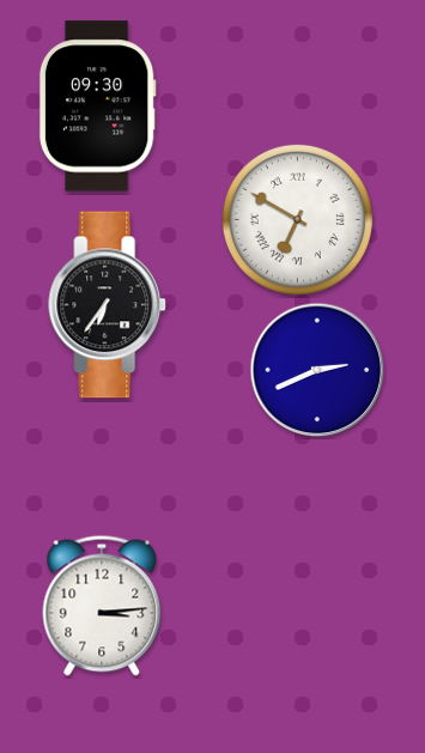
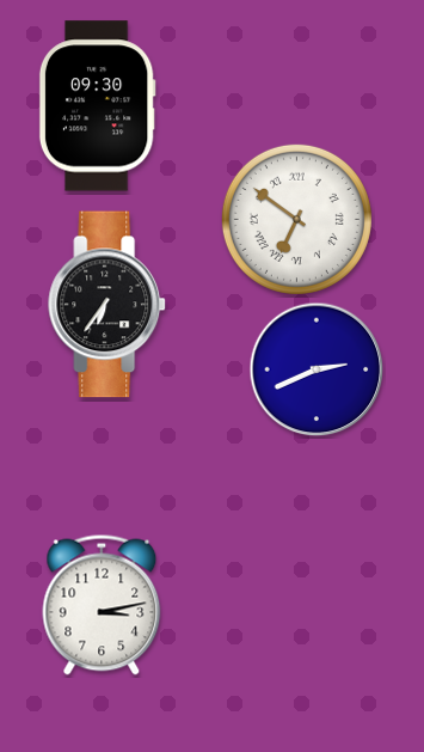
clock at (297, 219): 6:50 -> 6:51
clock at (102, 606): 3:14 -> 3:13
